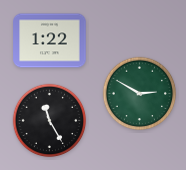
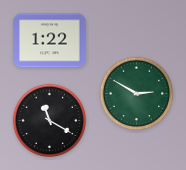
clock at (140, 94) position: (140, 94) -> (137, 94)
clock at (50, 121): 11:25 -> 11:20
